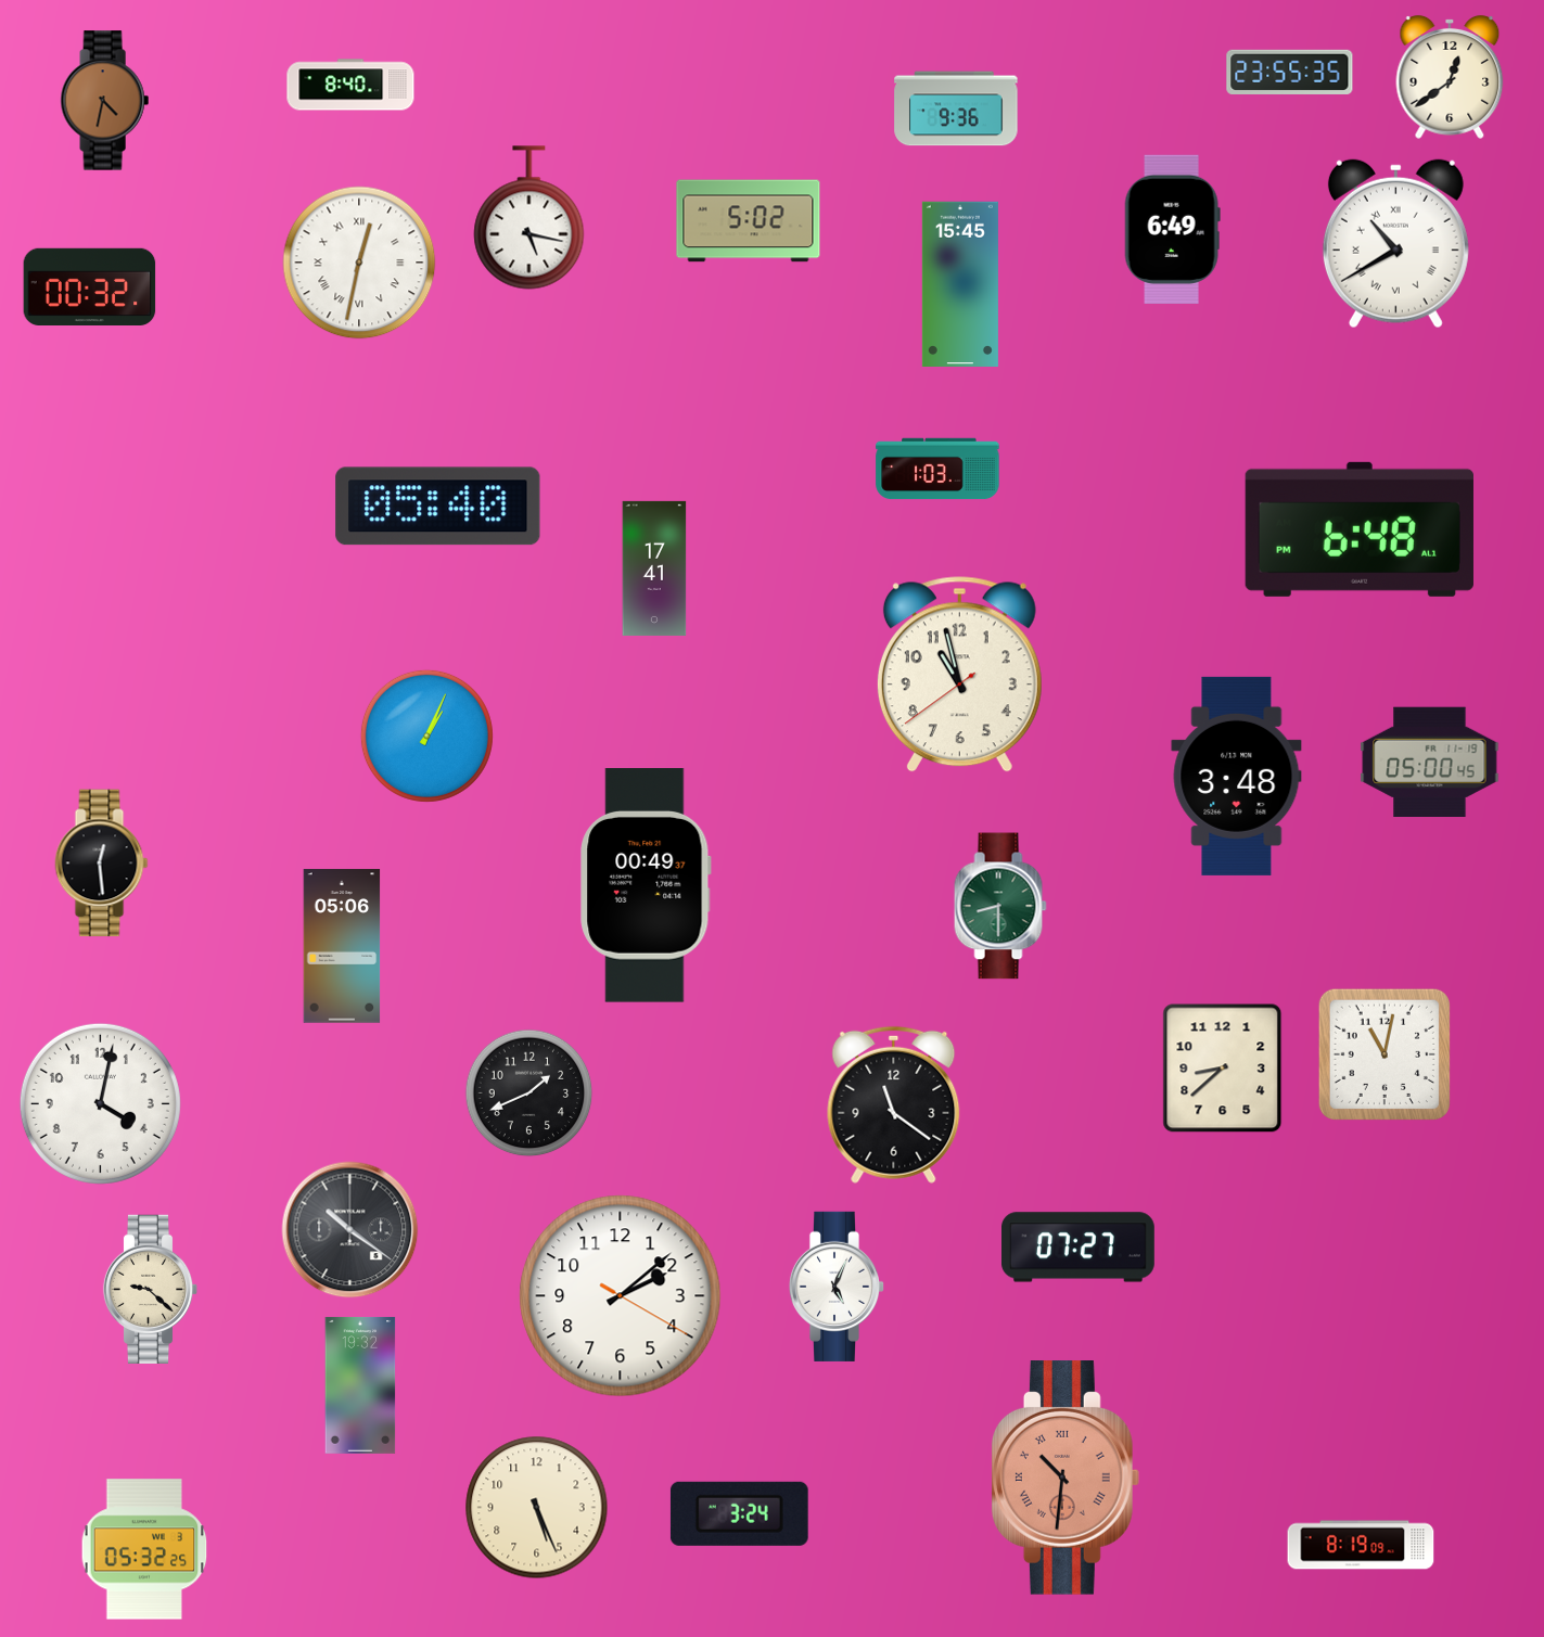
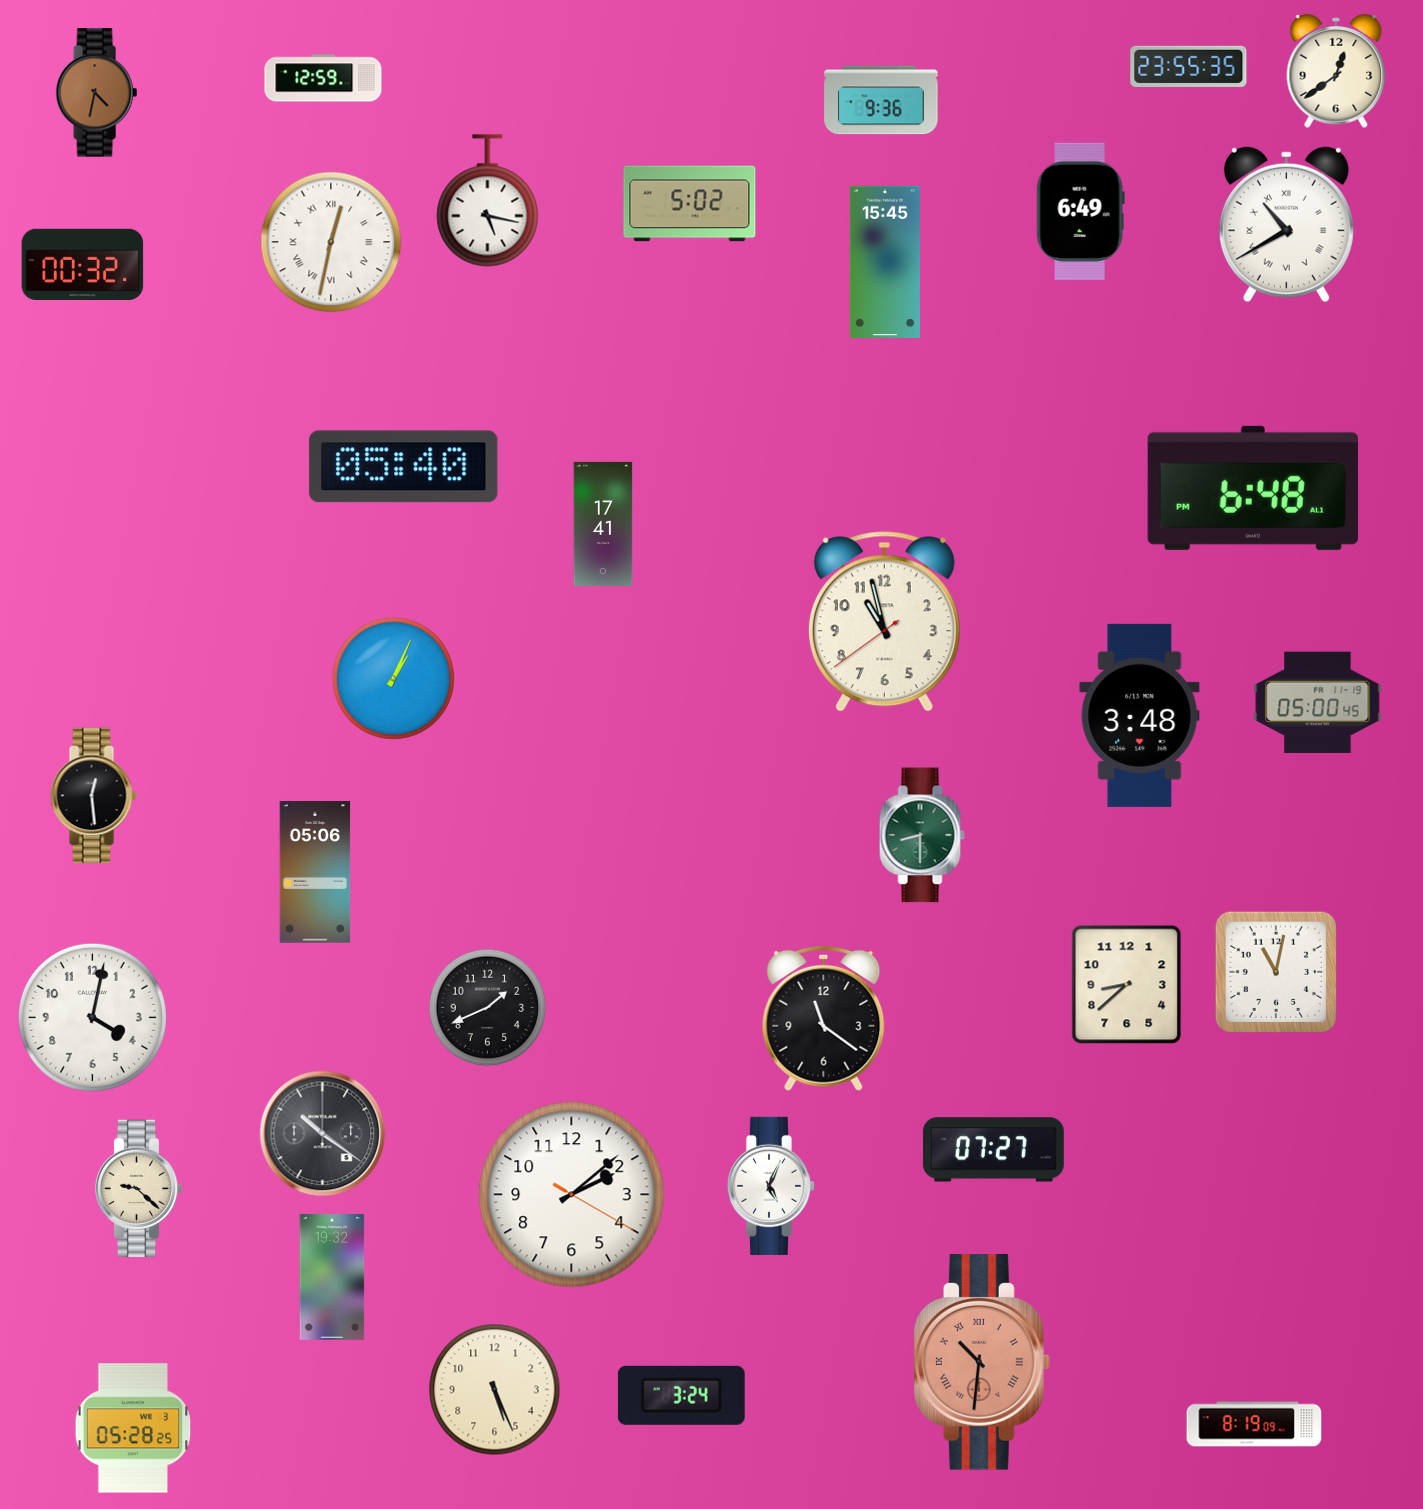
clock at (350, 85): 8:40 -> 12:59
clock at (937, 469): 1:03 -> none
clock at (646, 886): 00:49 -> none
clock at (144, 1549): 05:32 -> 05:28
